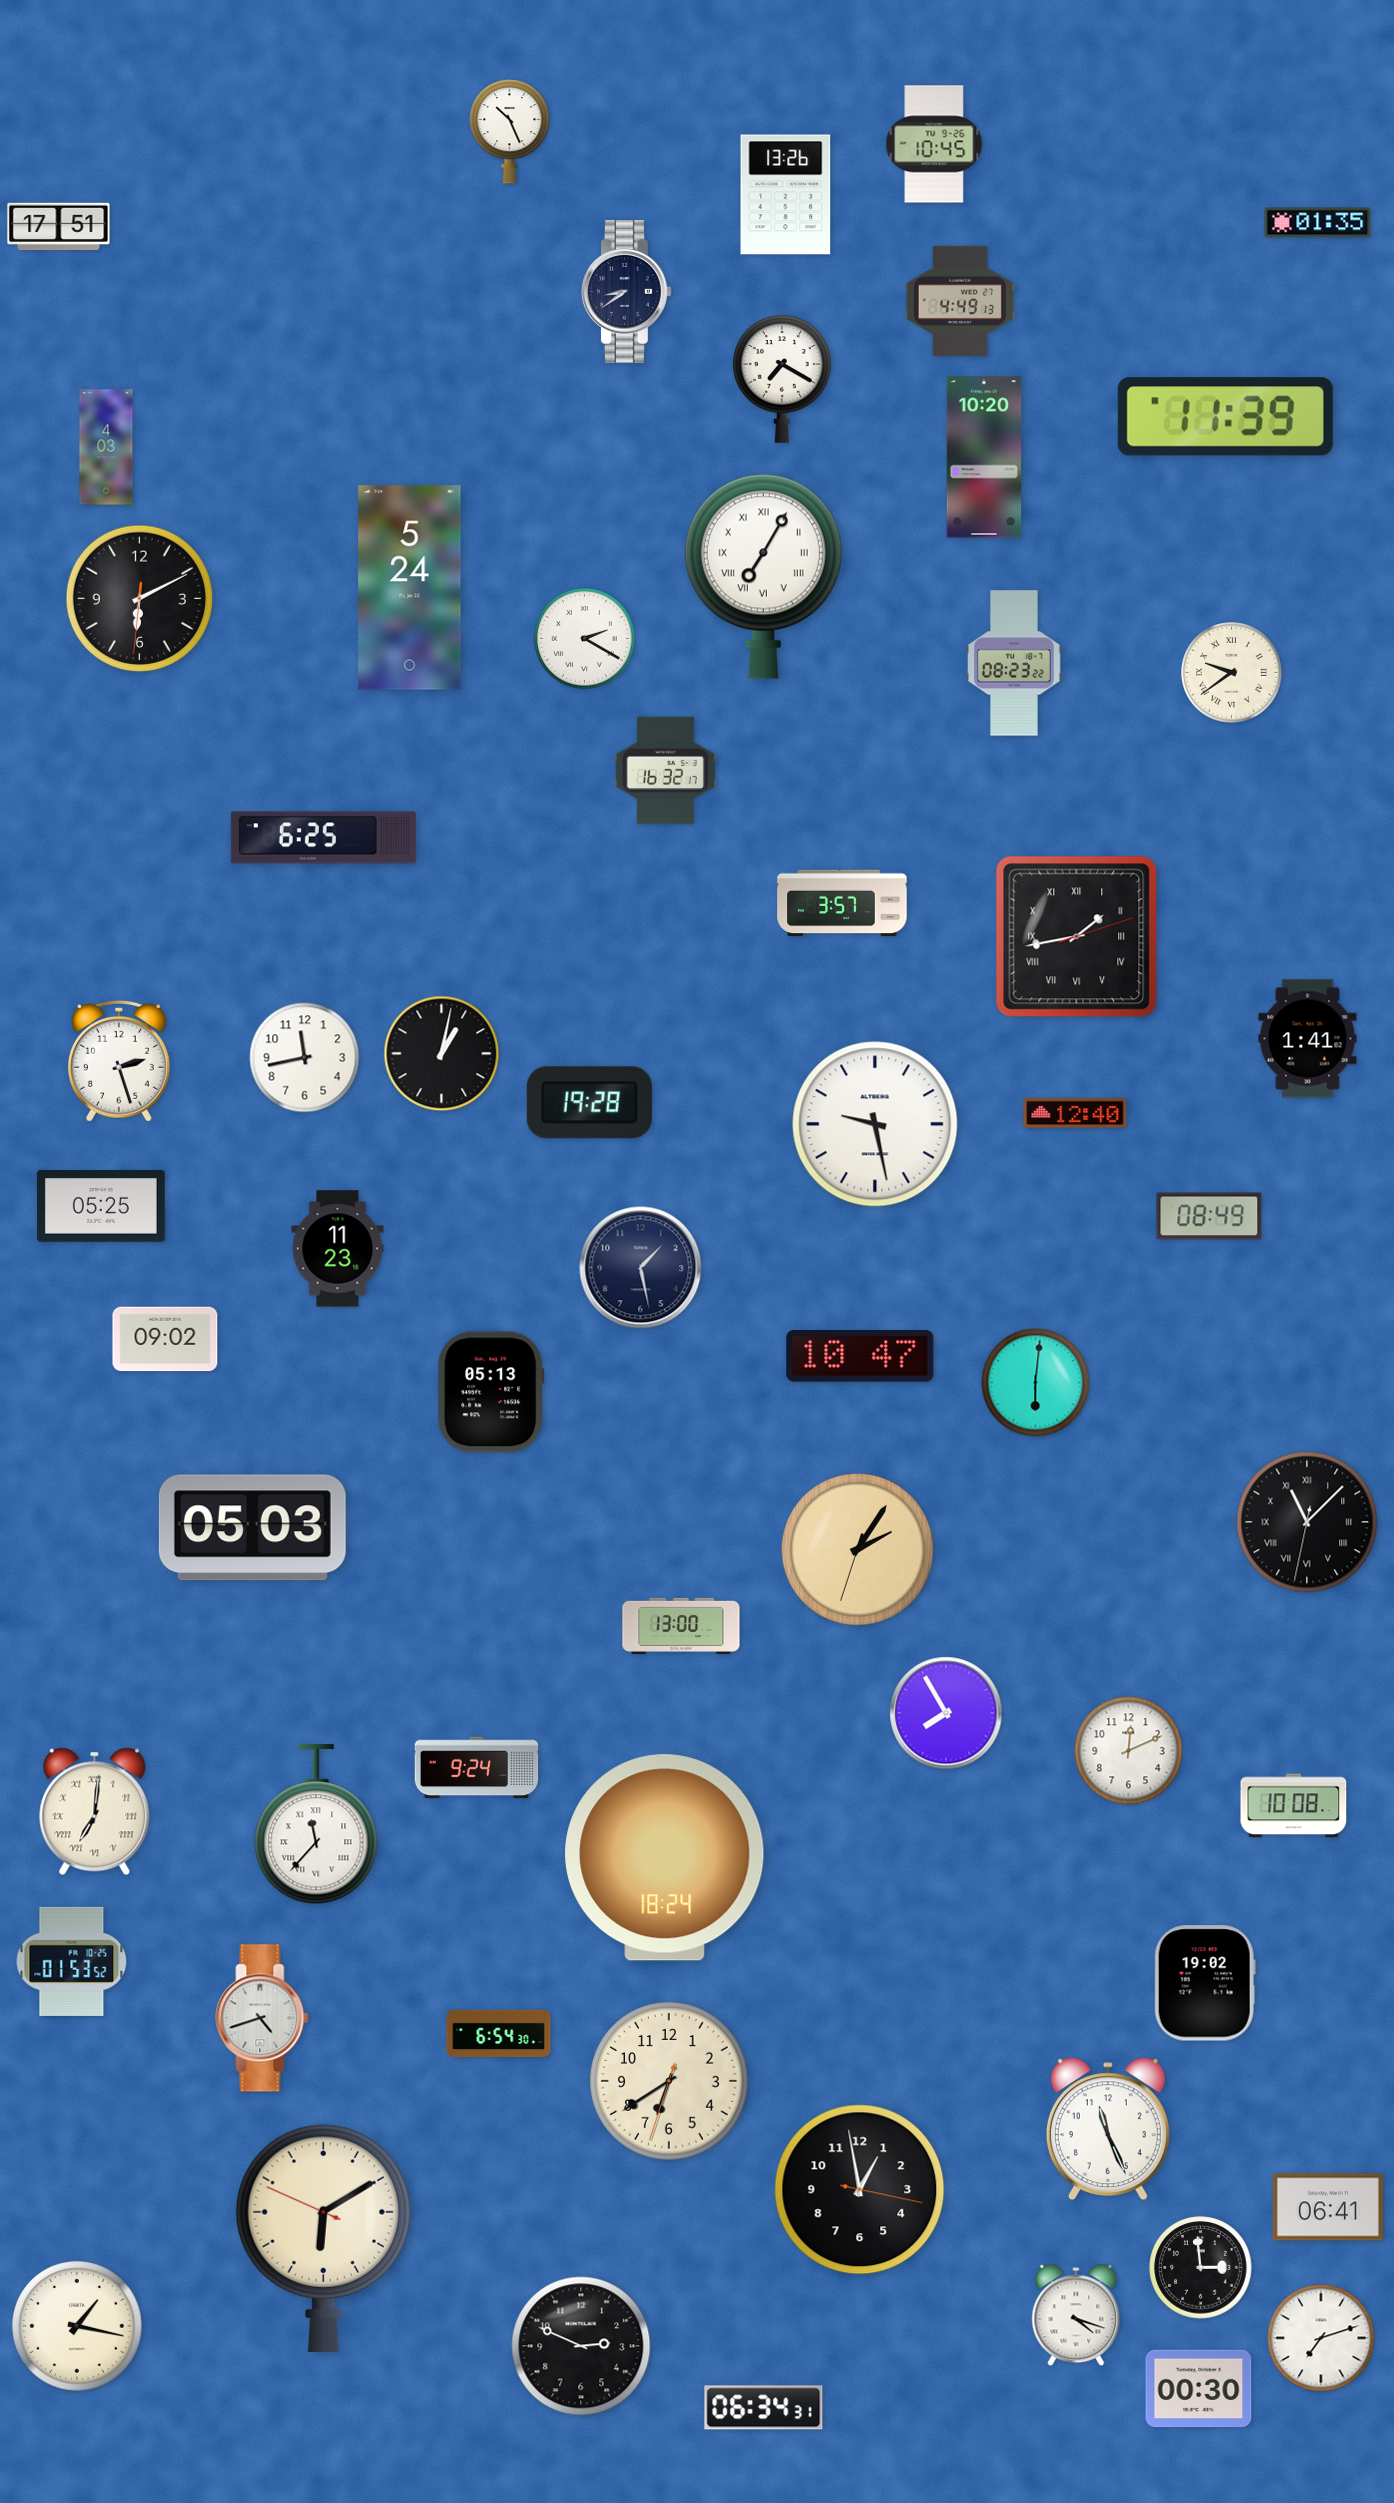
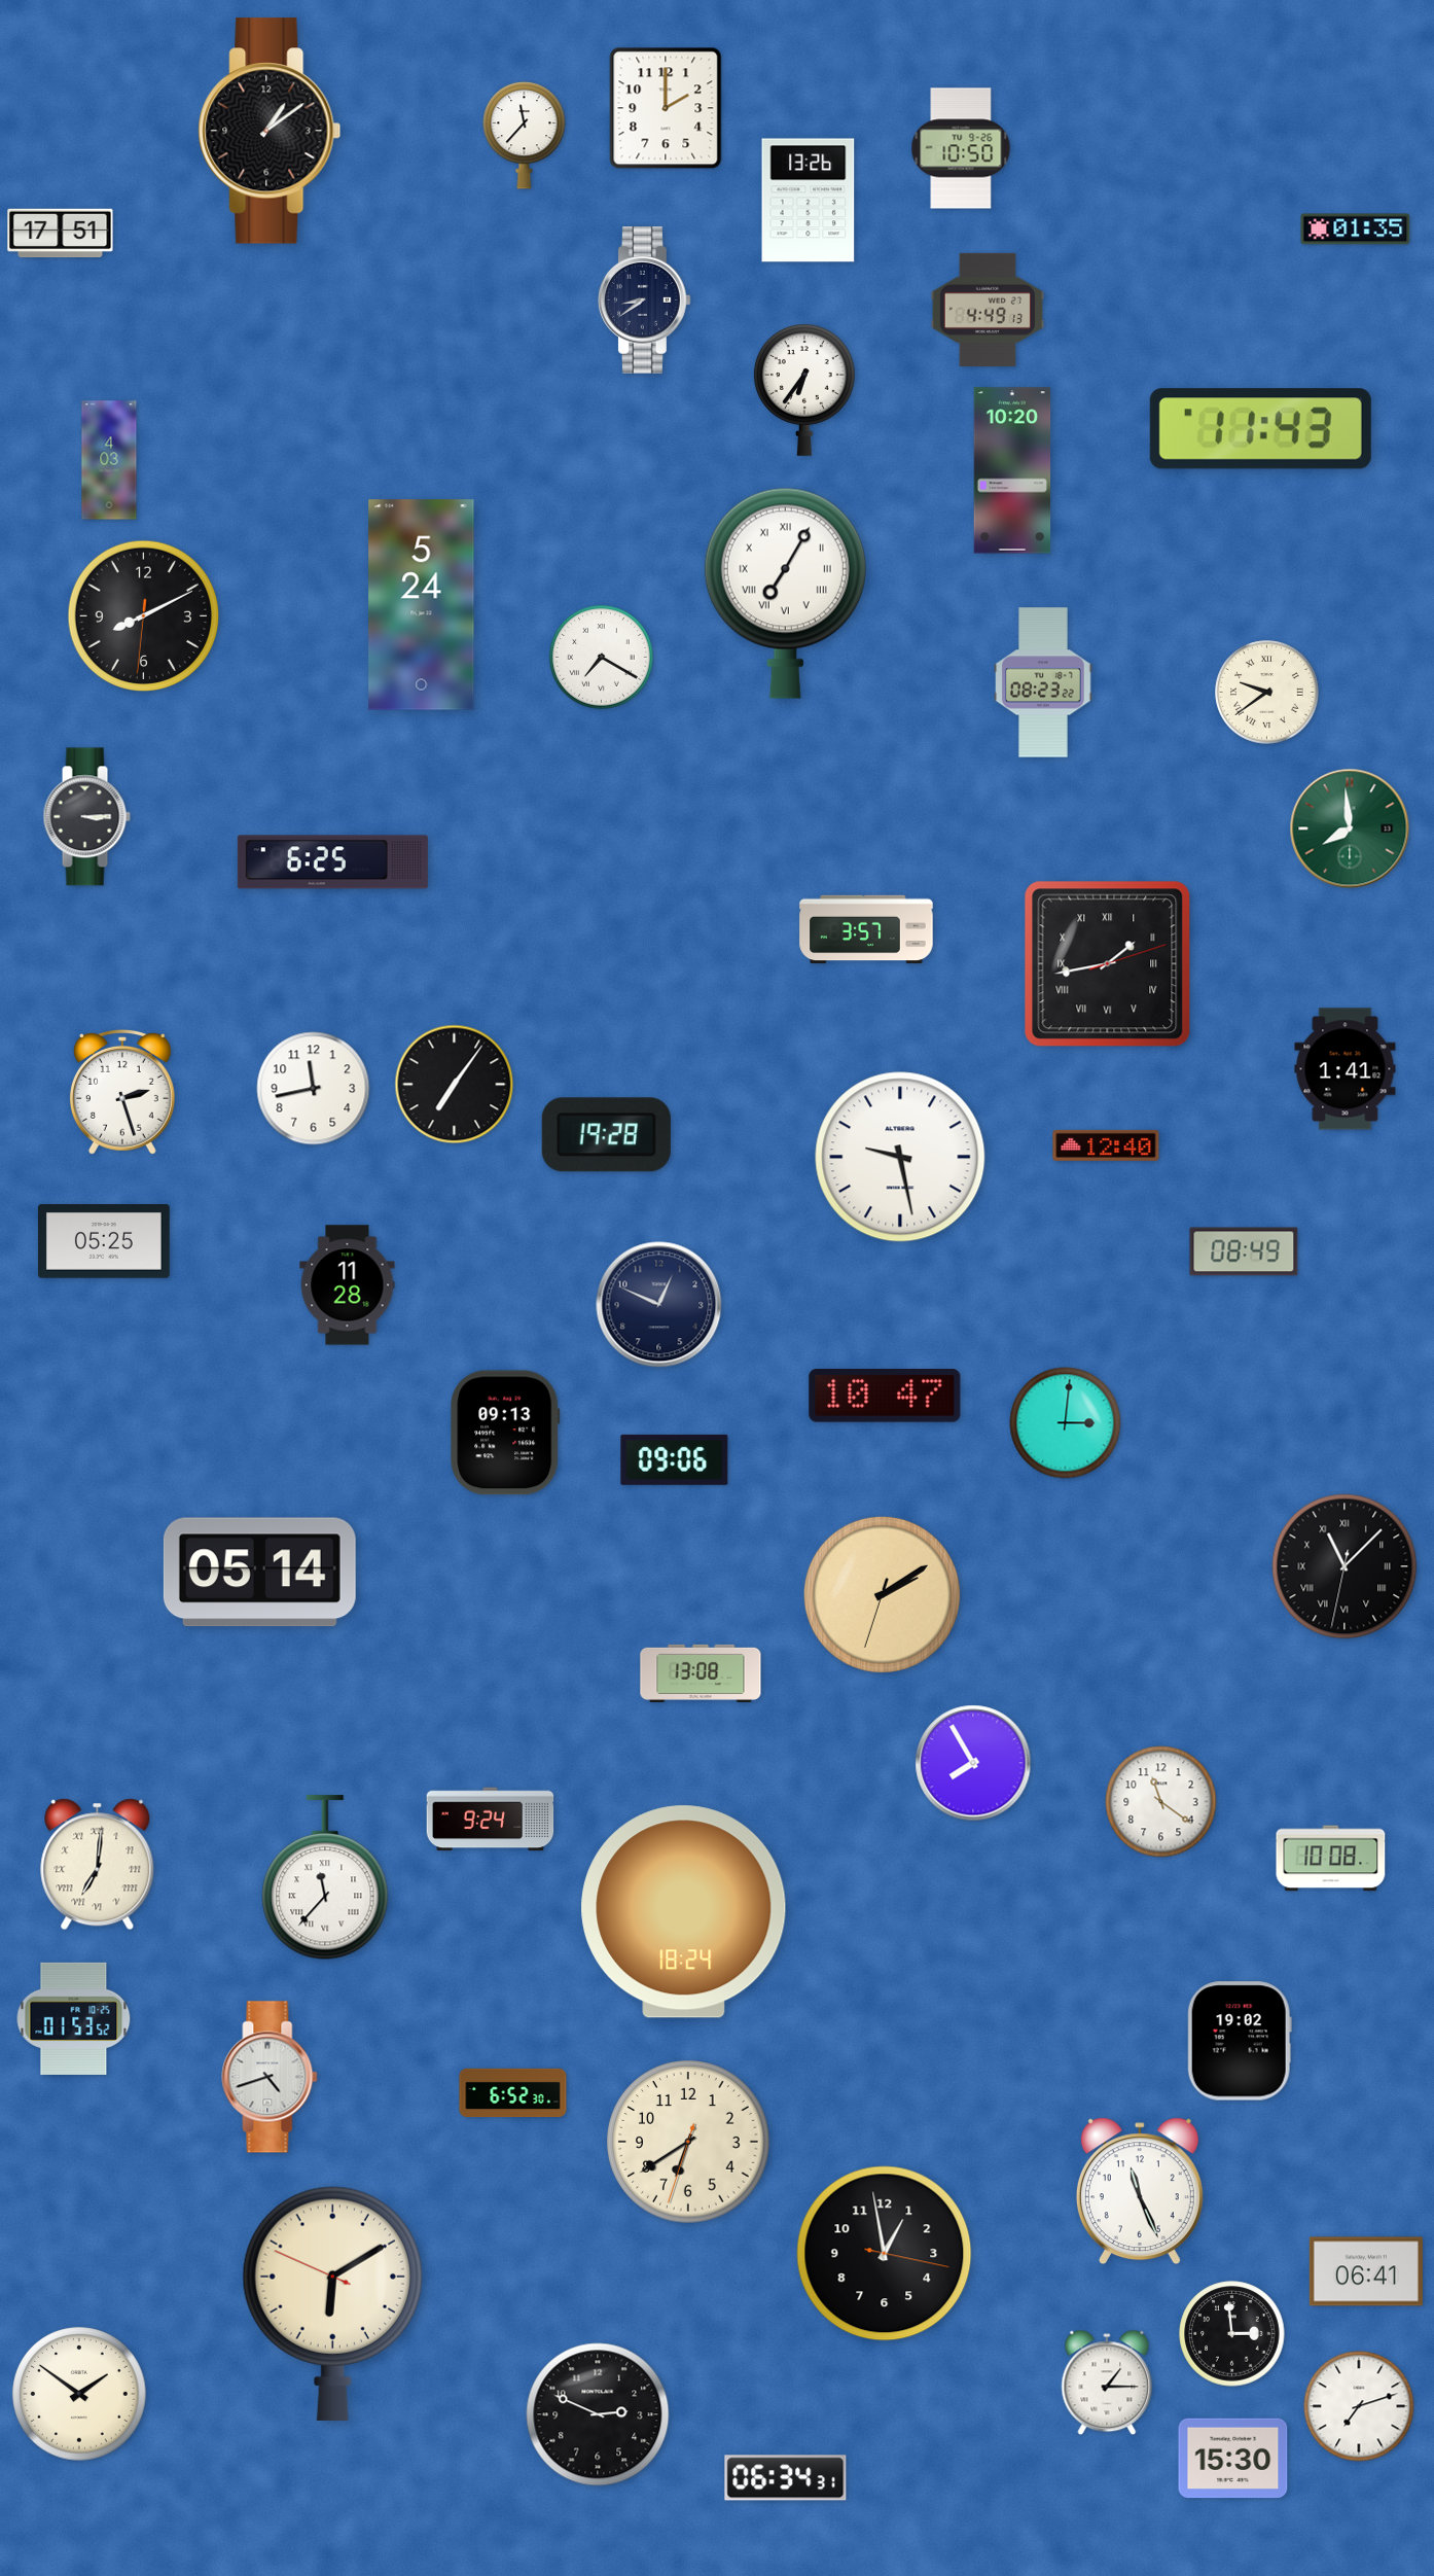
clock at (666, 108): none -> 2:00
clock at (270, 131): none -> 1:09
clock at (510, 131): 10:26 -> 11:37
clock at (934, 144): 10:45 -> 10:50
clock at (782, 379): 7:20 -> 6:36
clock at (1225, 417): 11:39 -> 11:43
clock at (140, 599): 6:10 -> 8:10
clock at (585, 639): 2:20 -> 7:20
clock at (665, 771): 16:32 -> none
clock at (86, 817): none -> 3:15
clock at (1350, 828): none -> 7:59
clock at (442, 1054): 1:02 -> 7:06
clock at (338, 1249): 11:23 -> 11:28
clock at (641, 1268): 1:28 -> 12:49
clock at (165, 1339): 09:02 -> none
clock at (1036, 1383): 6:01 -> 3:01
clock at (491, 1392): 05:13 -> 09:13
clock at (675, 1459): none -> 09:06
clock at (252, 1528): 05:03 -> 05:14
clock at (857, 1549): 2:05 -> 2:09
clock at (681, 1626): 13:00 -> 13:08
clock at (1129, 1751): 12:11 -> 11:21
clock at (499, 2034): 6:54 -> 6:52
clock at (1201, 2268) position: (1201, 2268) -> (1232, 2334)
clock at (1076, 2315): 4:18 -> 1:15
clock at (77, 2326): 1:17 -> 1:51
clock at (1199, 2389): 00:30 -> 15:30
